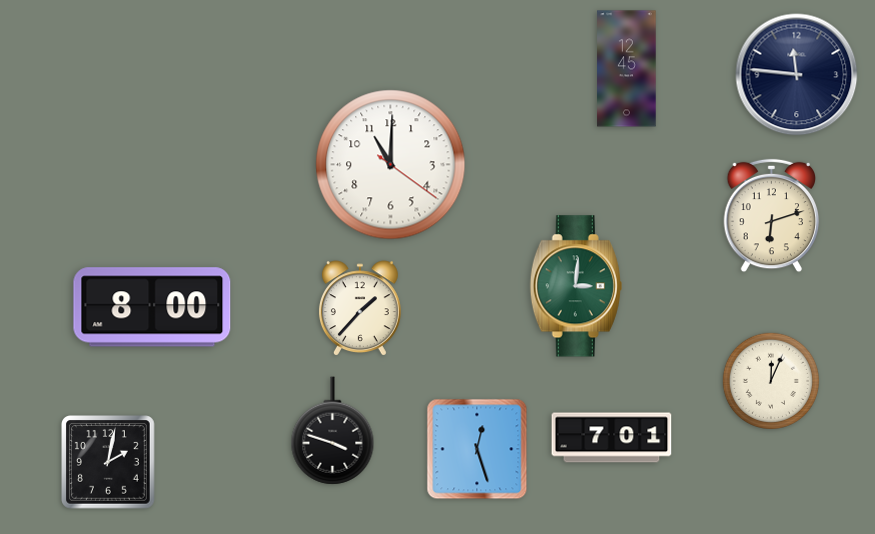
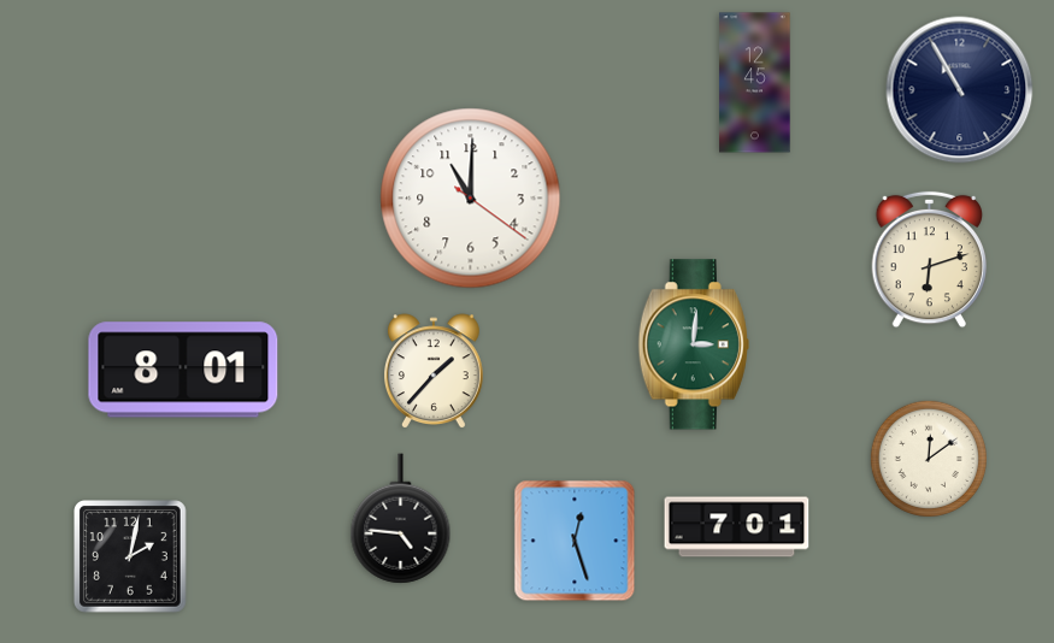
clock at (797, 75): 11:46 -> 10:55
clock at (152, 307): 8:00 -> 8:01
clock at (770, 380): 12:04 -> 12:09
clock at (333, 431): 3:48 -> 4:46
